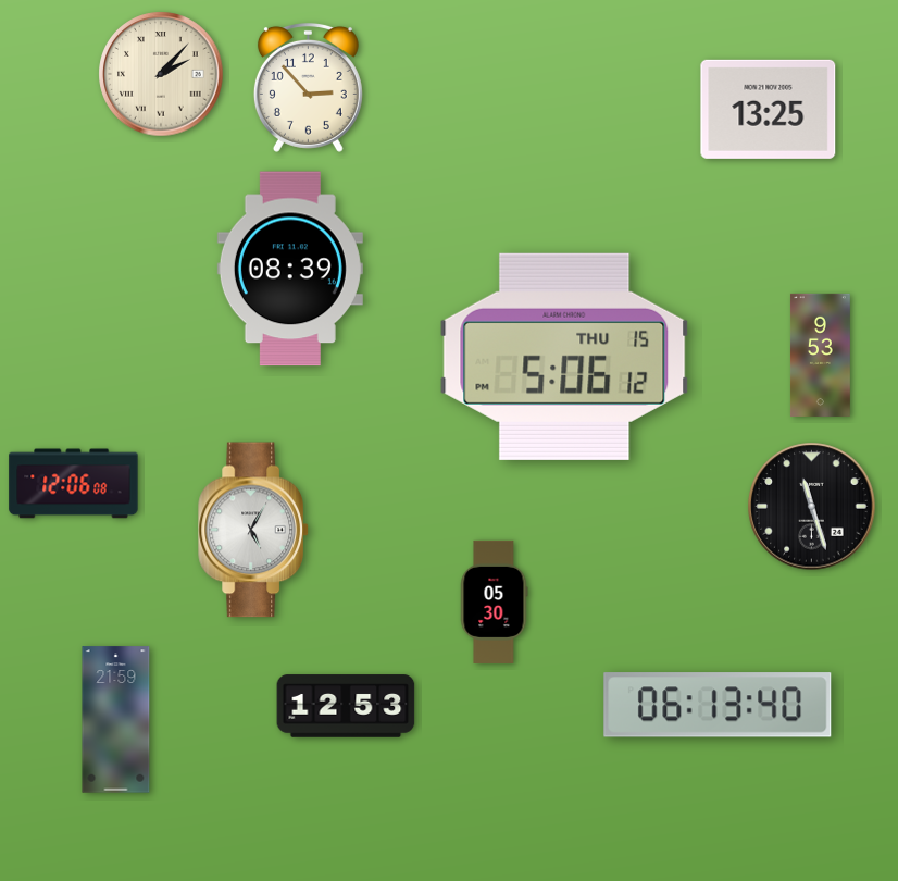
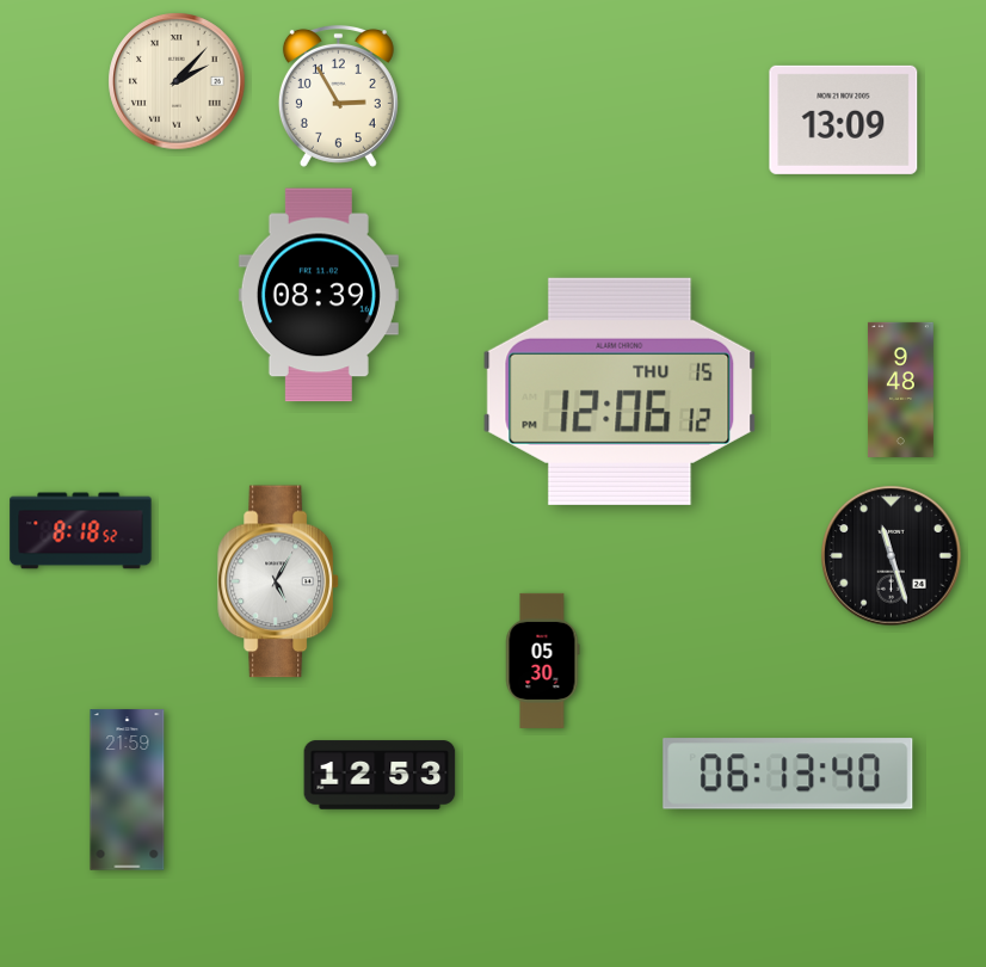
clock at (308, 87): 2:53 -> 2:55
clock at (769, 109): 13:25 -> 13:09
clock at (820, 355): 9:53 -> 9:48
clock at (564, 357): 5:06 -> 12:06
clock at (74, 484): 12:06 -> 8:18
